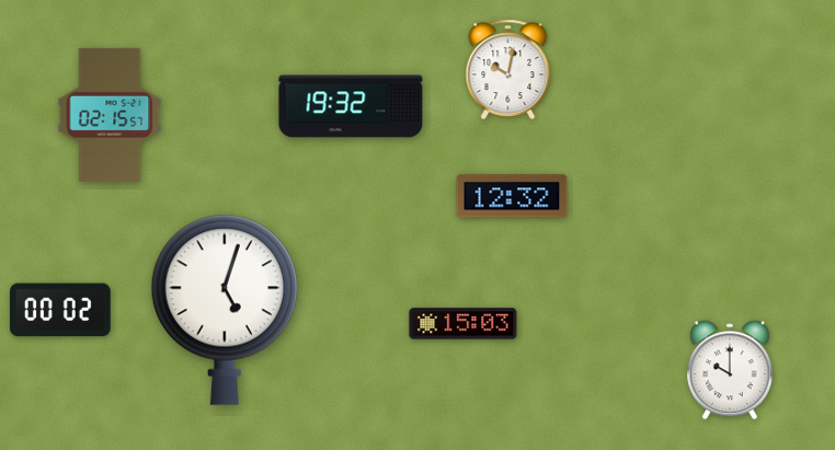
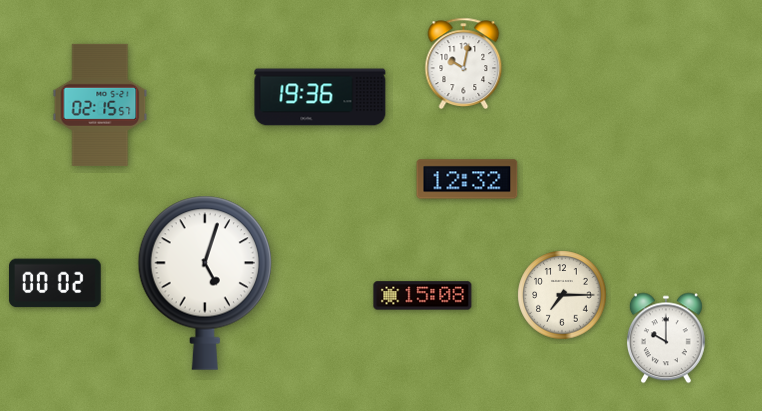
clock at (351, 106): 19:32 -> 19:36
clock at (562, 295): none -> 7:15
clock at (464, 324): 15:03 -> 15:08
